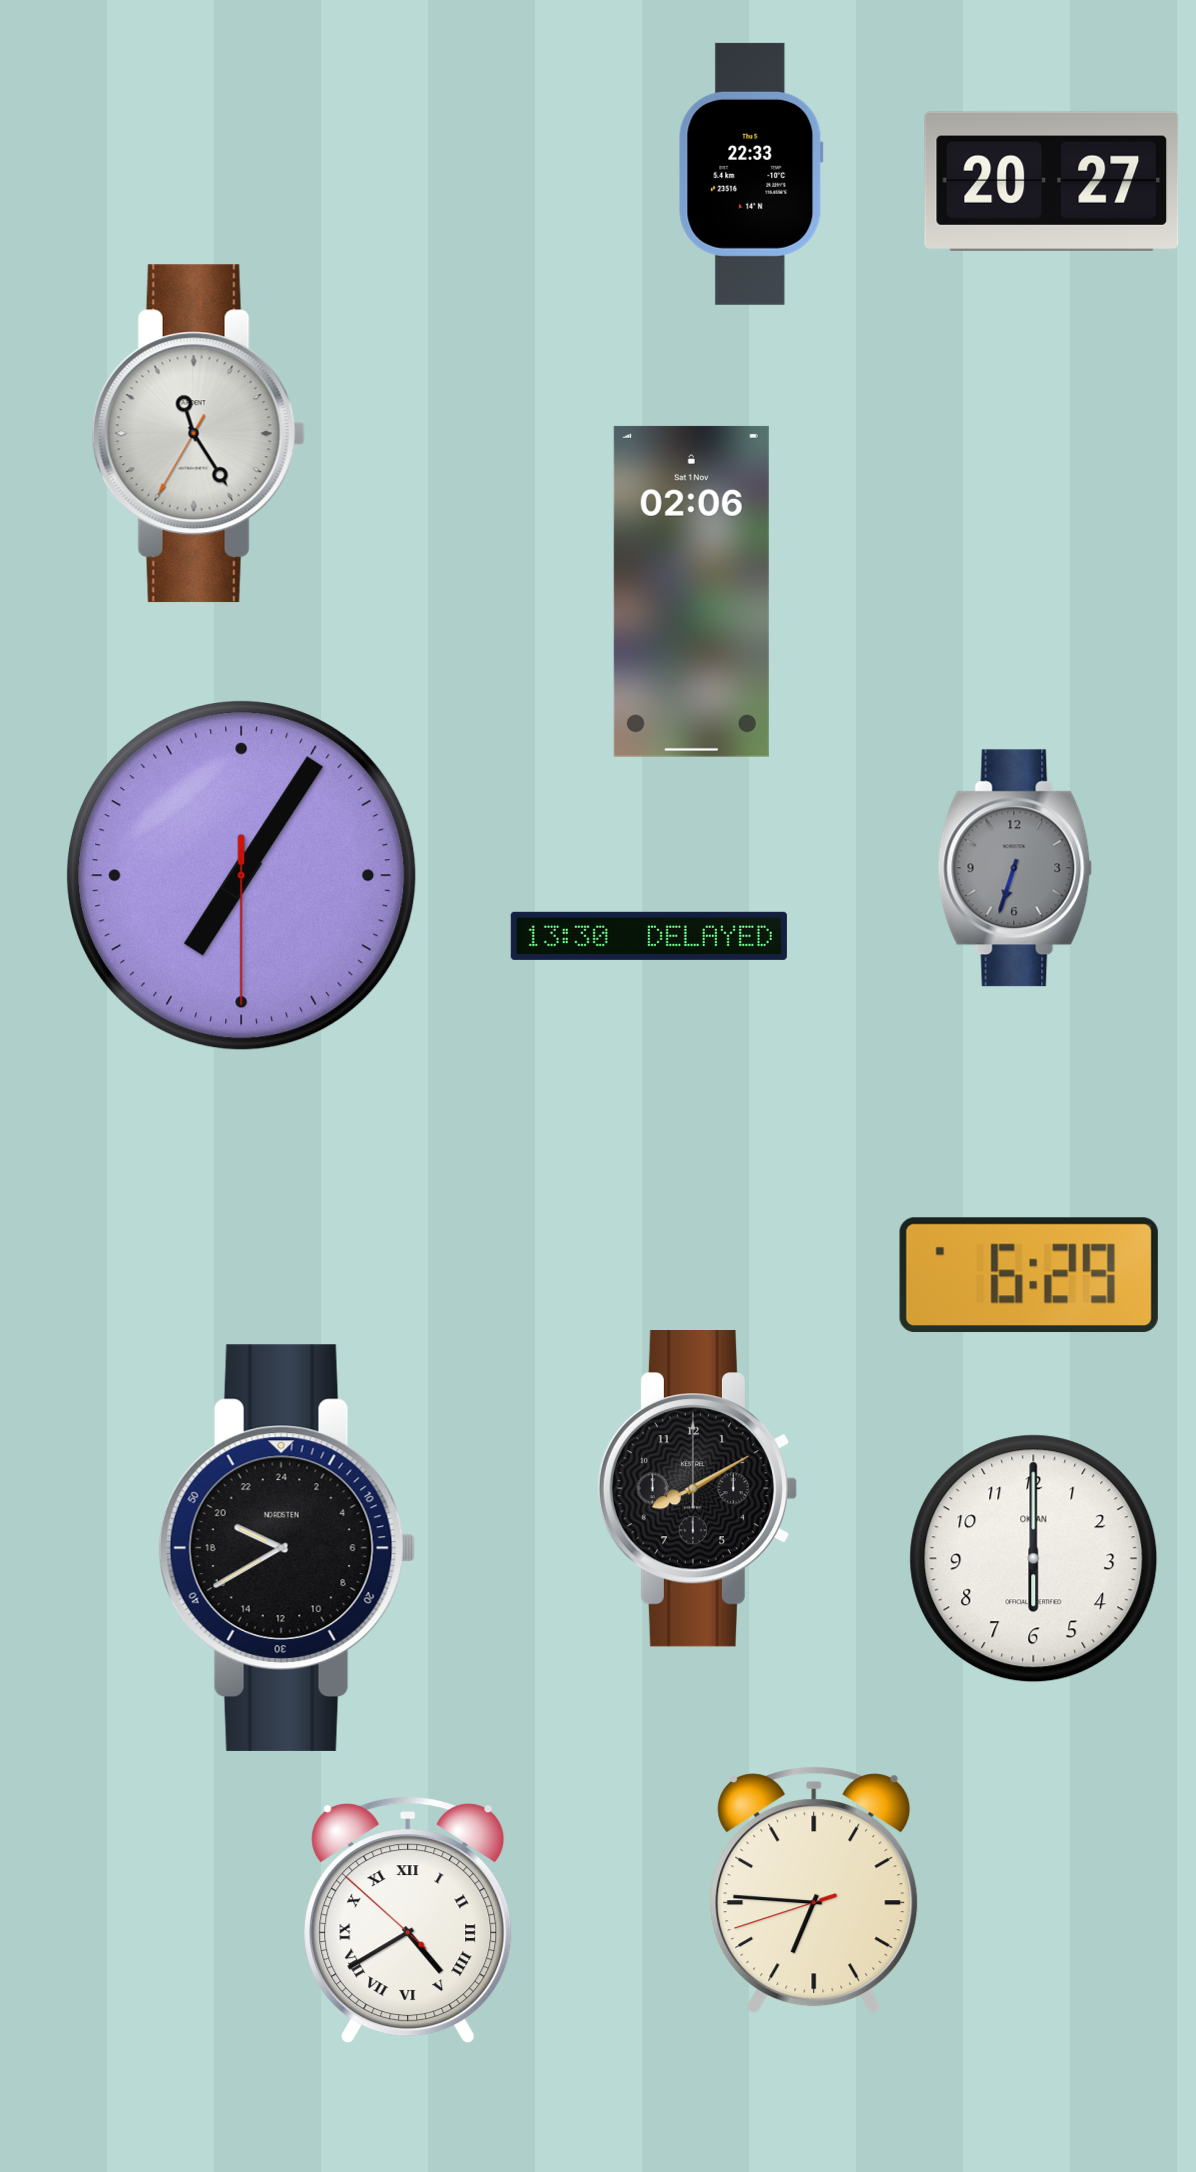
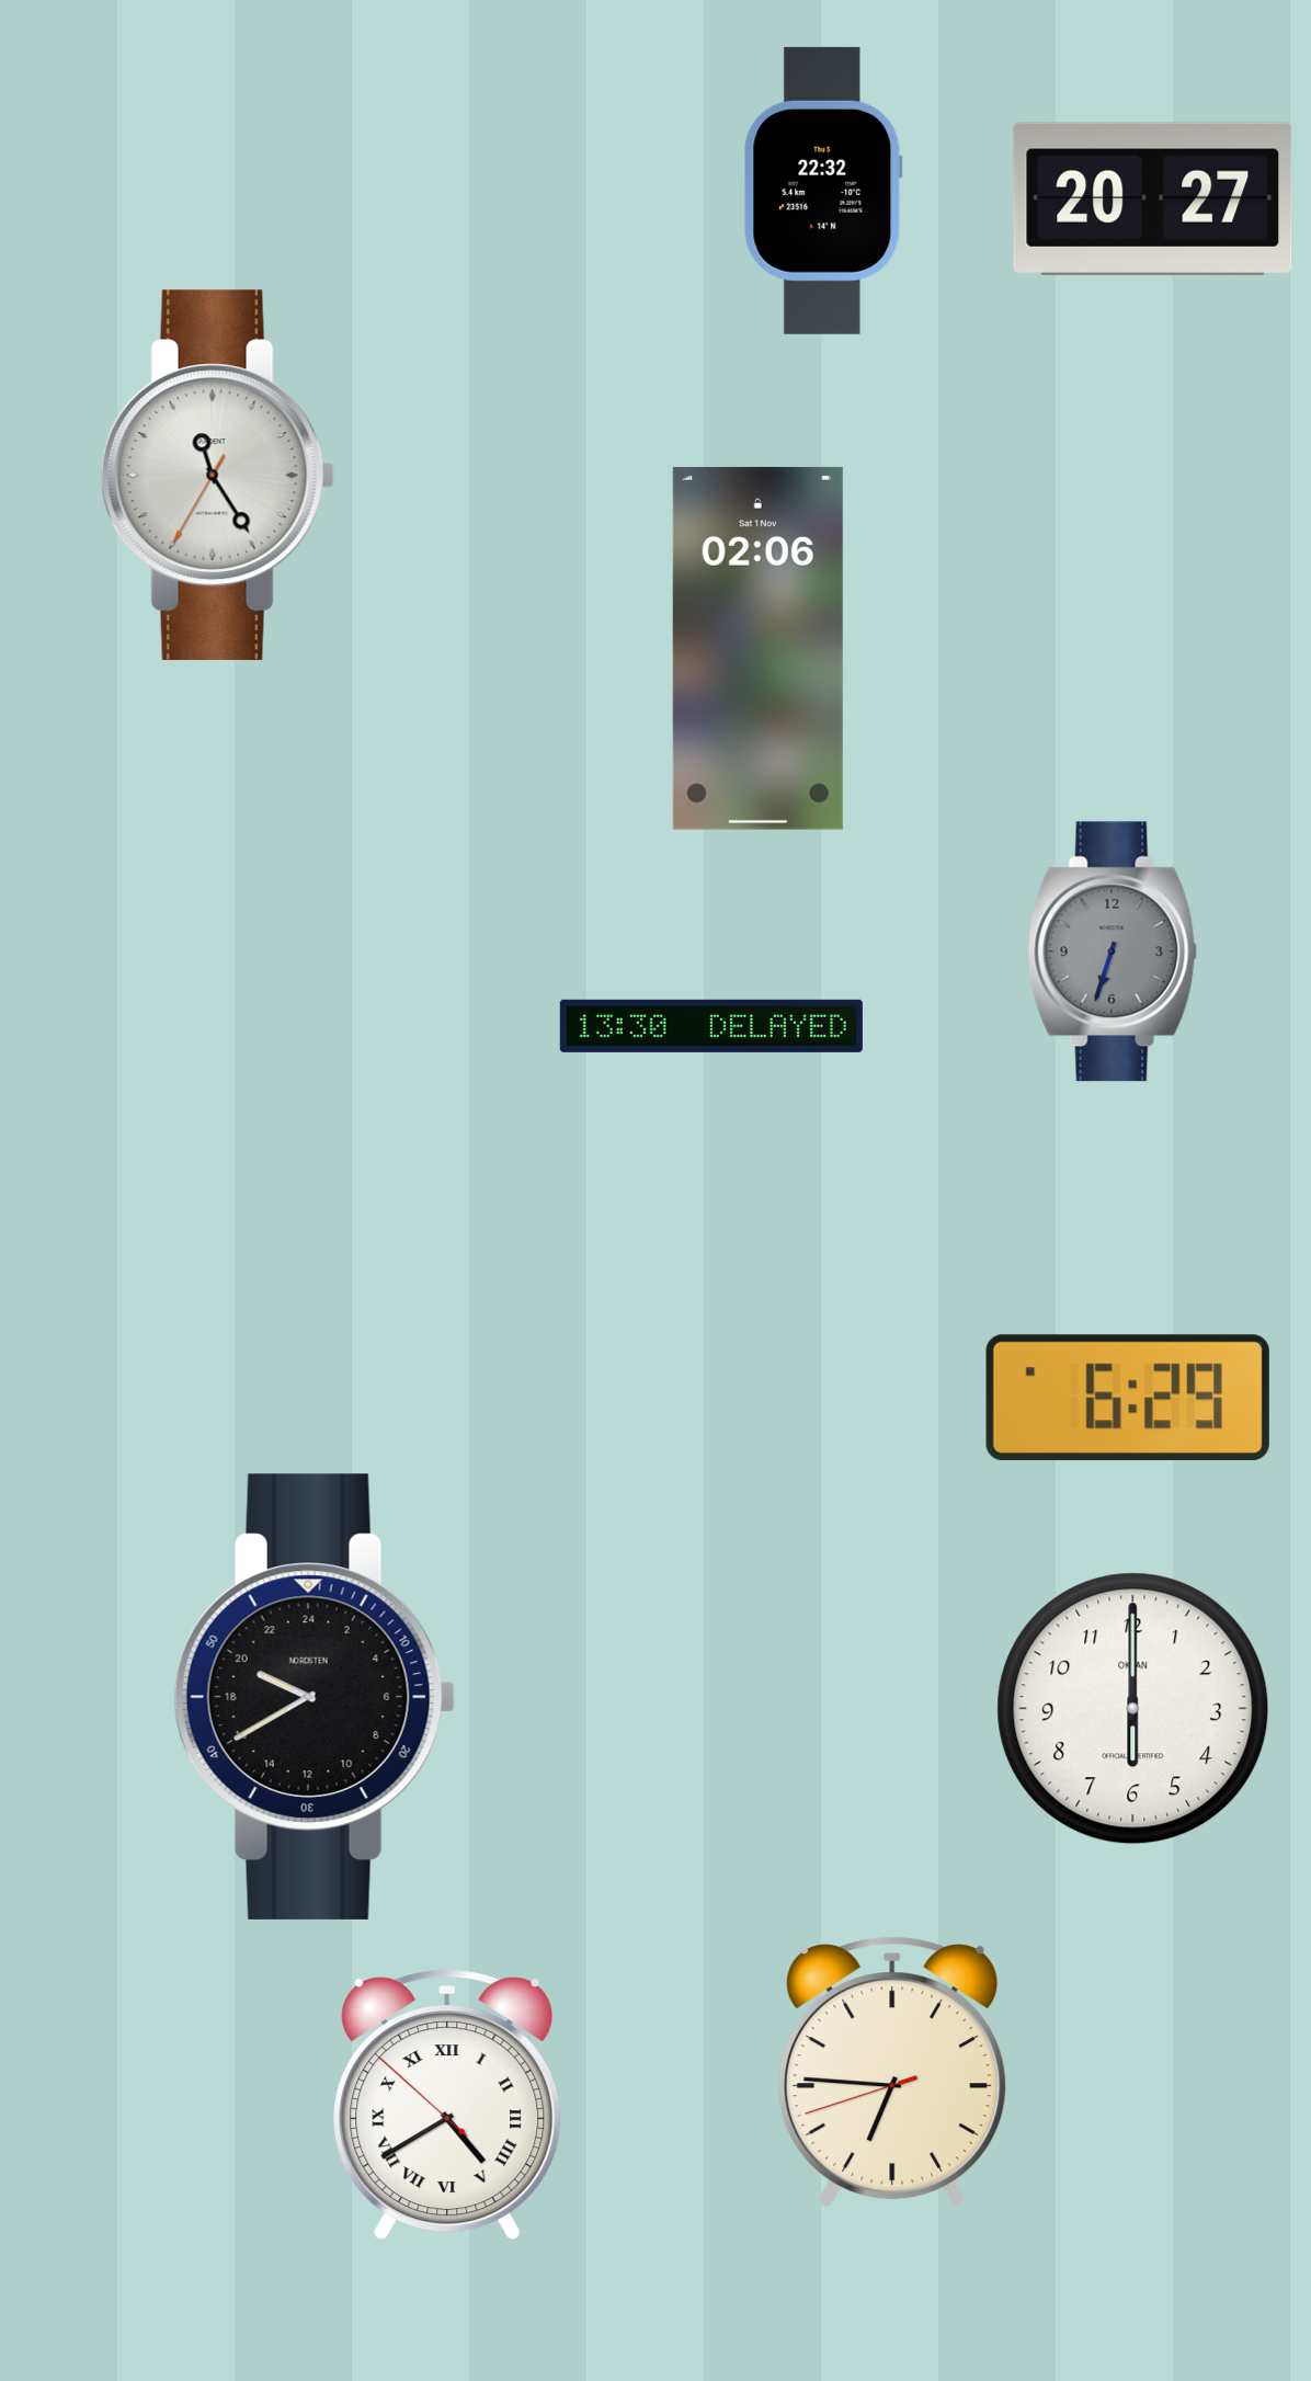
clock at (751, 174): 22:33 -> 22:32
clock at (242, 876): 7:05 -> none
clock at (697, 1489): 8:10 -> none
